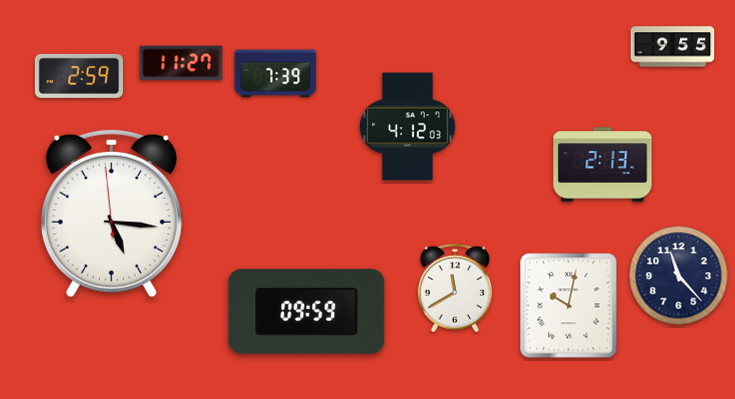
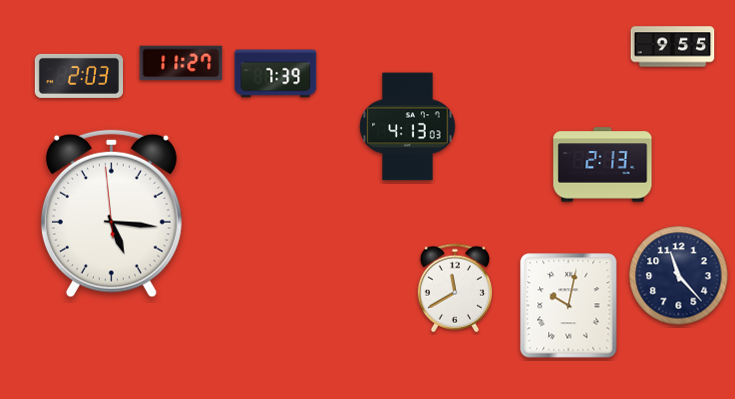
clock at (79, 76): 2:59 -> 2:03
clock at (408, 127): 4:12 -> 4:13
clock at (307, 311): 09:59 -> none
